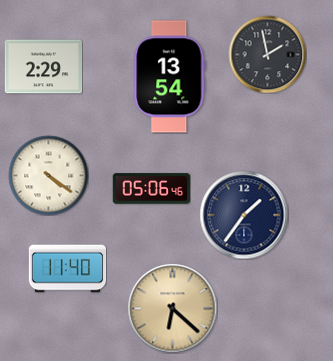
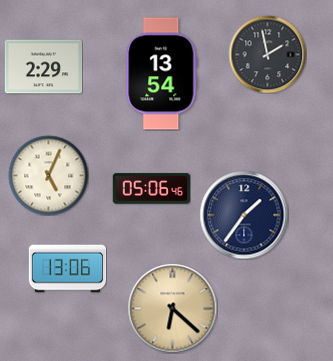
clock at (170, 77) position: (170, 77) -> (162, 74)
clock at (48, 175): 4:21 -> 5:04
clock at (67, 269): 11:40 -> 13:06
